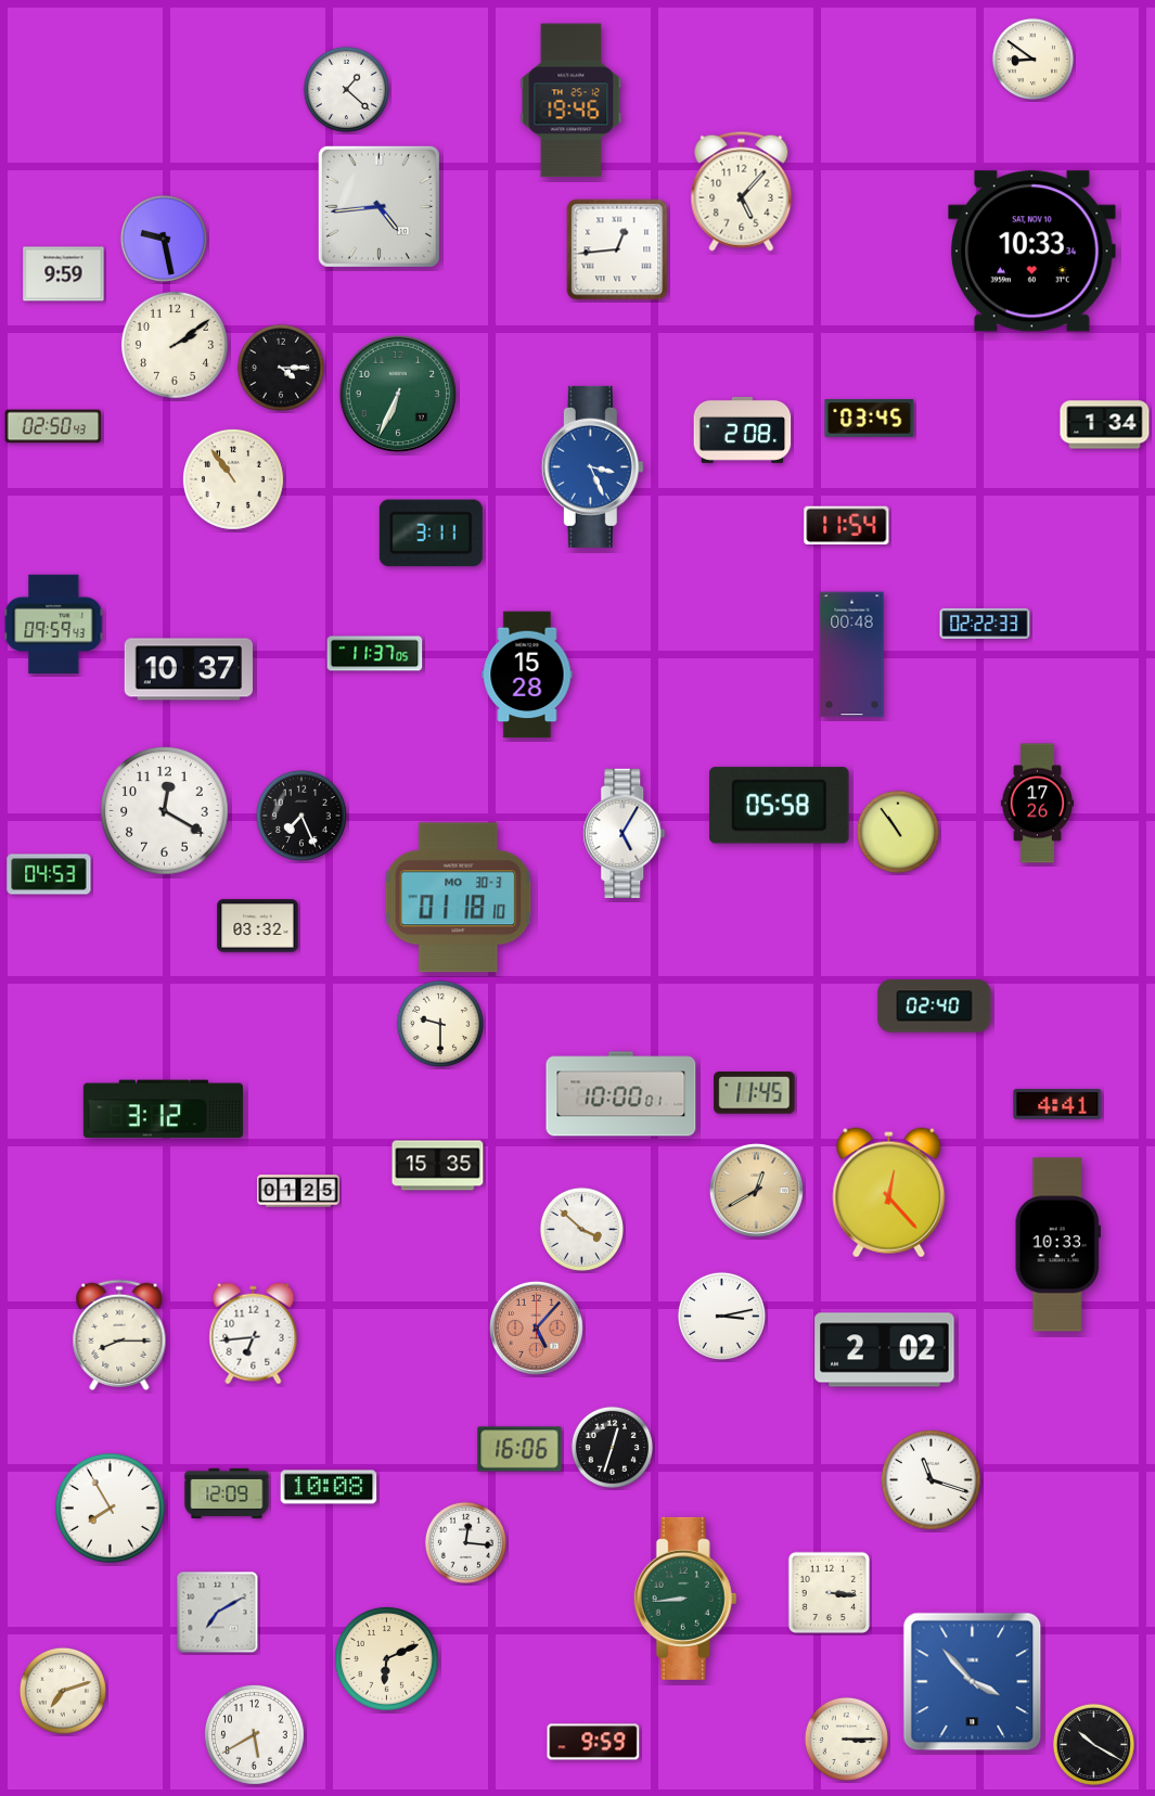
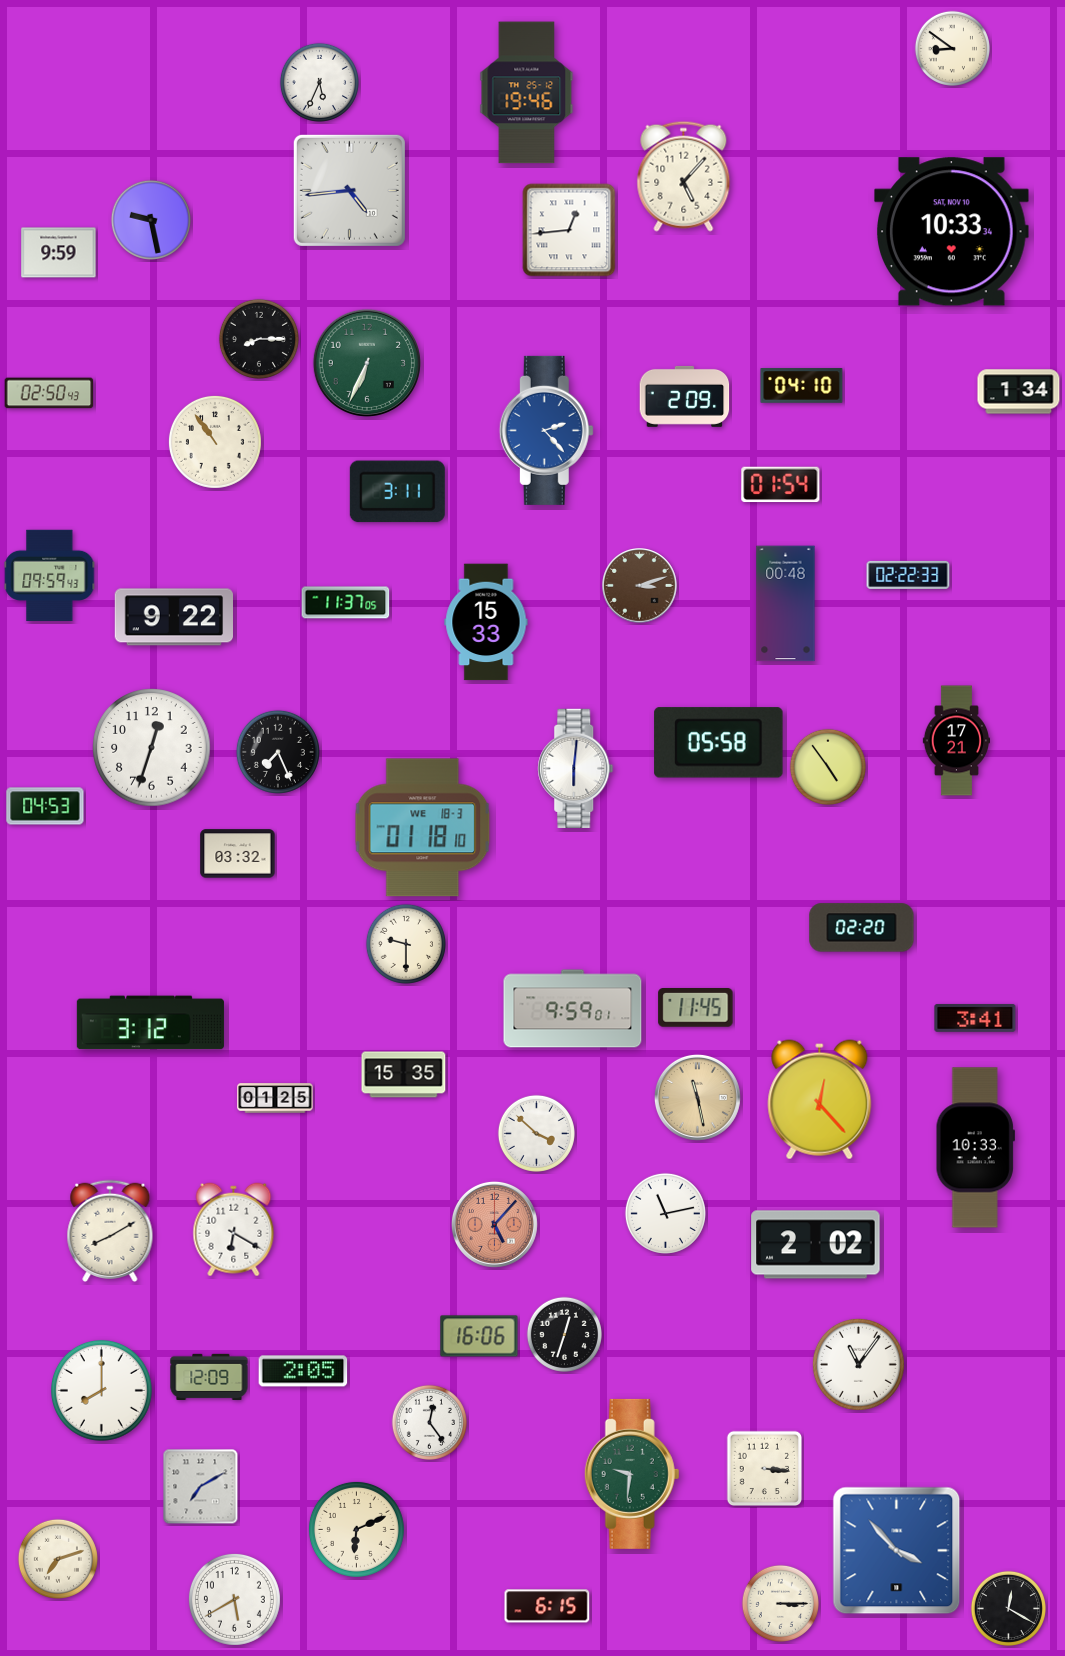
clock at (1032, 59) position: (1032, 59) -> (952, 48)
clock at (346, 89): 1:22 -> 5:34
clock at (175, 345): 2:09 -> none
clock at (281, 368): 4:15 -> 8:15
clock at (870, 419): 03:45 -> 04:10
clock at (743, 429): 2:08 -> 2:09
clock at (592, 466): 3:26 -> 2:23
clock at (847, 526): 11:54 -> 01:54
clock at (640, 586): none -> 3:12
clock at (189, 669): 10:37 -> 9:22
clock at (527, 675): 15:28 -> 15:33
clock at (1037, 804): 17:26 -> 17:21
clock at (165, 811): 12:20 -> 12:33
clock at (898, 832): 10:54 -> 4:54
clock at (625, 833): 5:05 -> 6:01
clock at (459, 898) date: MO 30-3 -> WE 18-3
clock at (935, 1006): 02:40 -> 02:20
clock at (621, 1094): 10:00 -> 9:59
clock at (1057, 1104): 4:41 -> 3:41
clock at (756, 1190): 12:40 -> 11:28
clock at (721, 1316): 3:13 -> 11:13
clock at (254, 1334): 6:44 -> 6:20
clock at (119, 1335): 8:15 -> 8:10
clock at (931, 1479): 11:18 -> 11:06
clock at (329, 1487): 10:08 -> 2:05
clock at (110, 1508): 7:55 -> 8:00
clock at (465, 1542): 12:16 -> 12:24
clock at (685, 1599): 8:44 -> 9:31
clock at (593, 1742): 9:59 -> 6:15
clock at (1093, 1744): 10:20 -> 12:20
